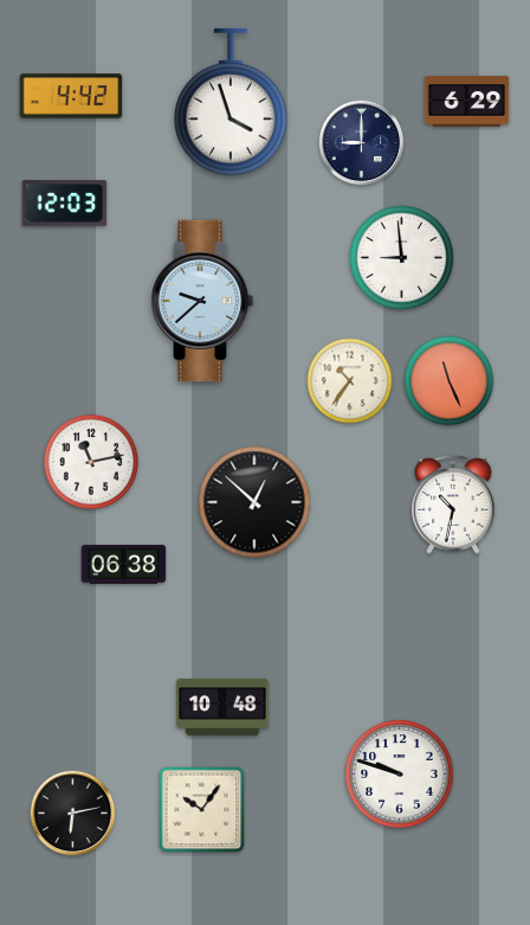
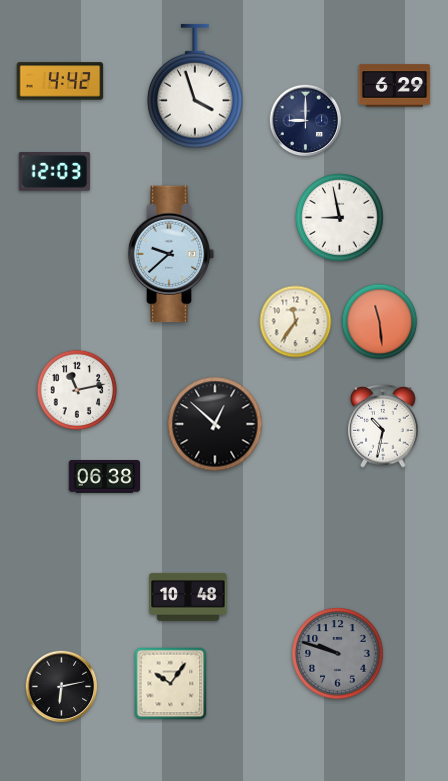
clock at (402, 258): 8:59 -> 8:58
clock at (350, 381): 10:36 -> 11:36
clock at (450, 381): 11:26 -> 11:29
clock at (400, 775) dial: white -> grey
